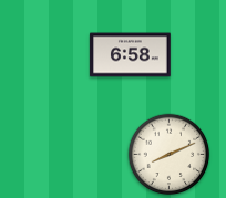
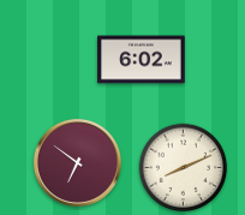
clock at (131, 55): 6:58 -> 6:02
clock at (77, 162): none -> 6:51
